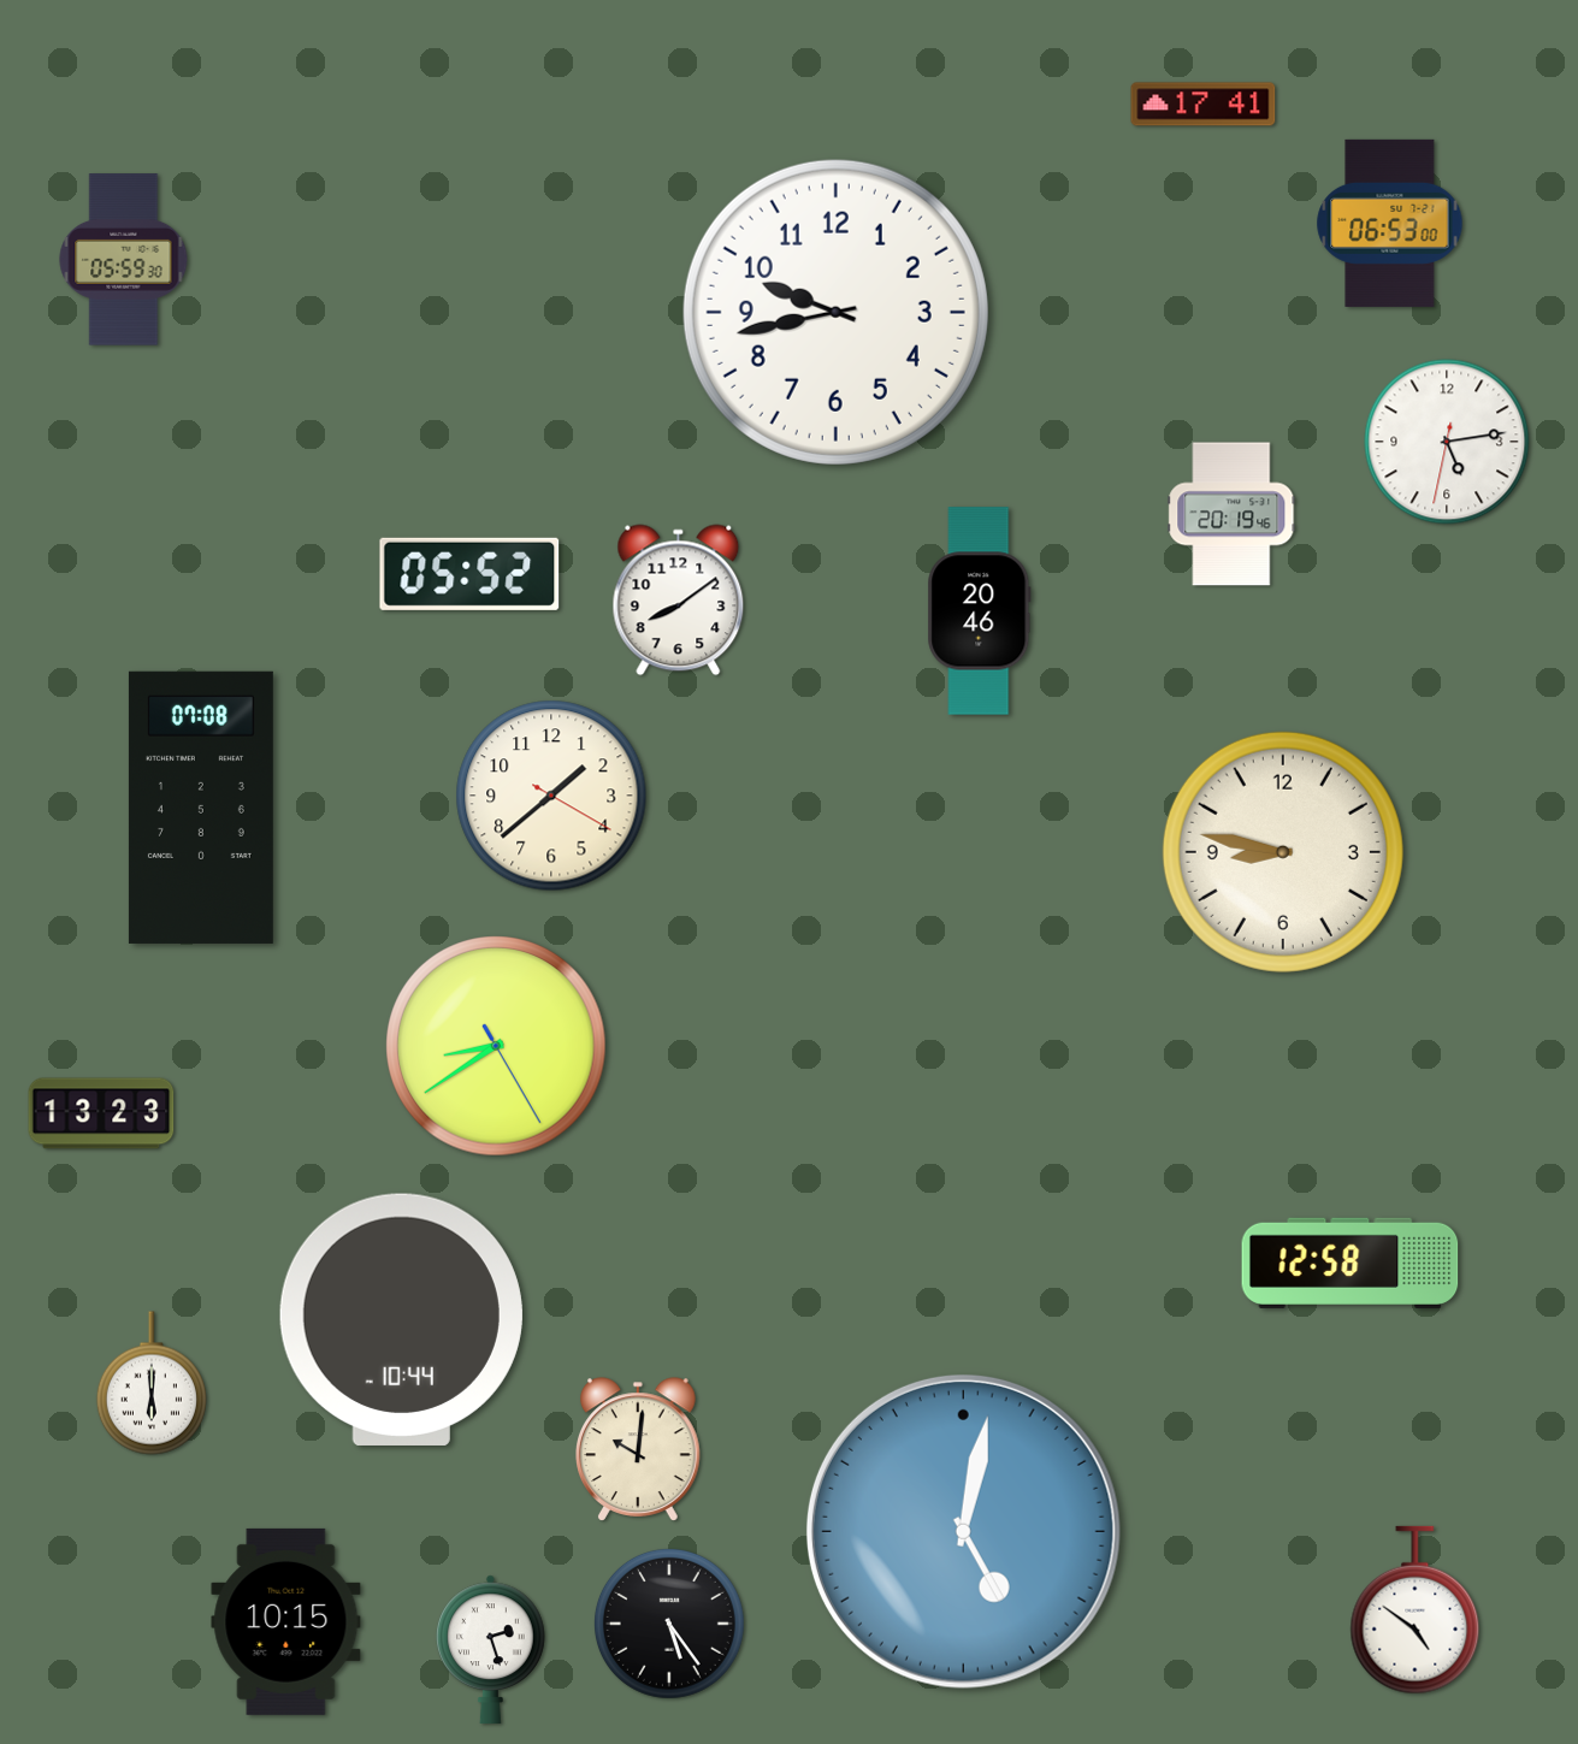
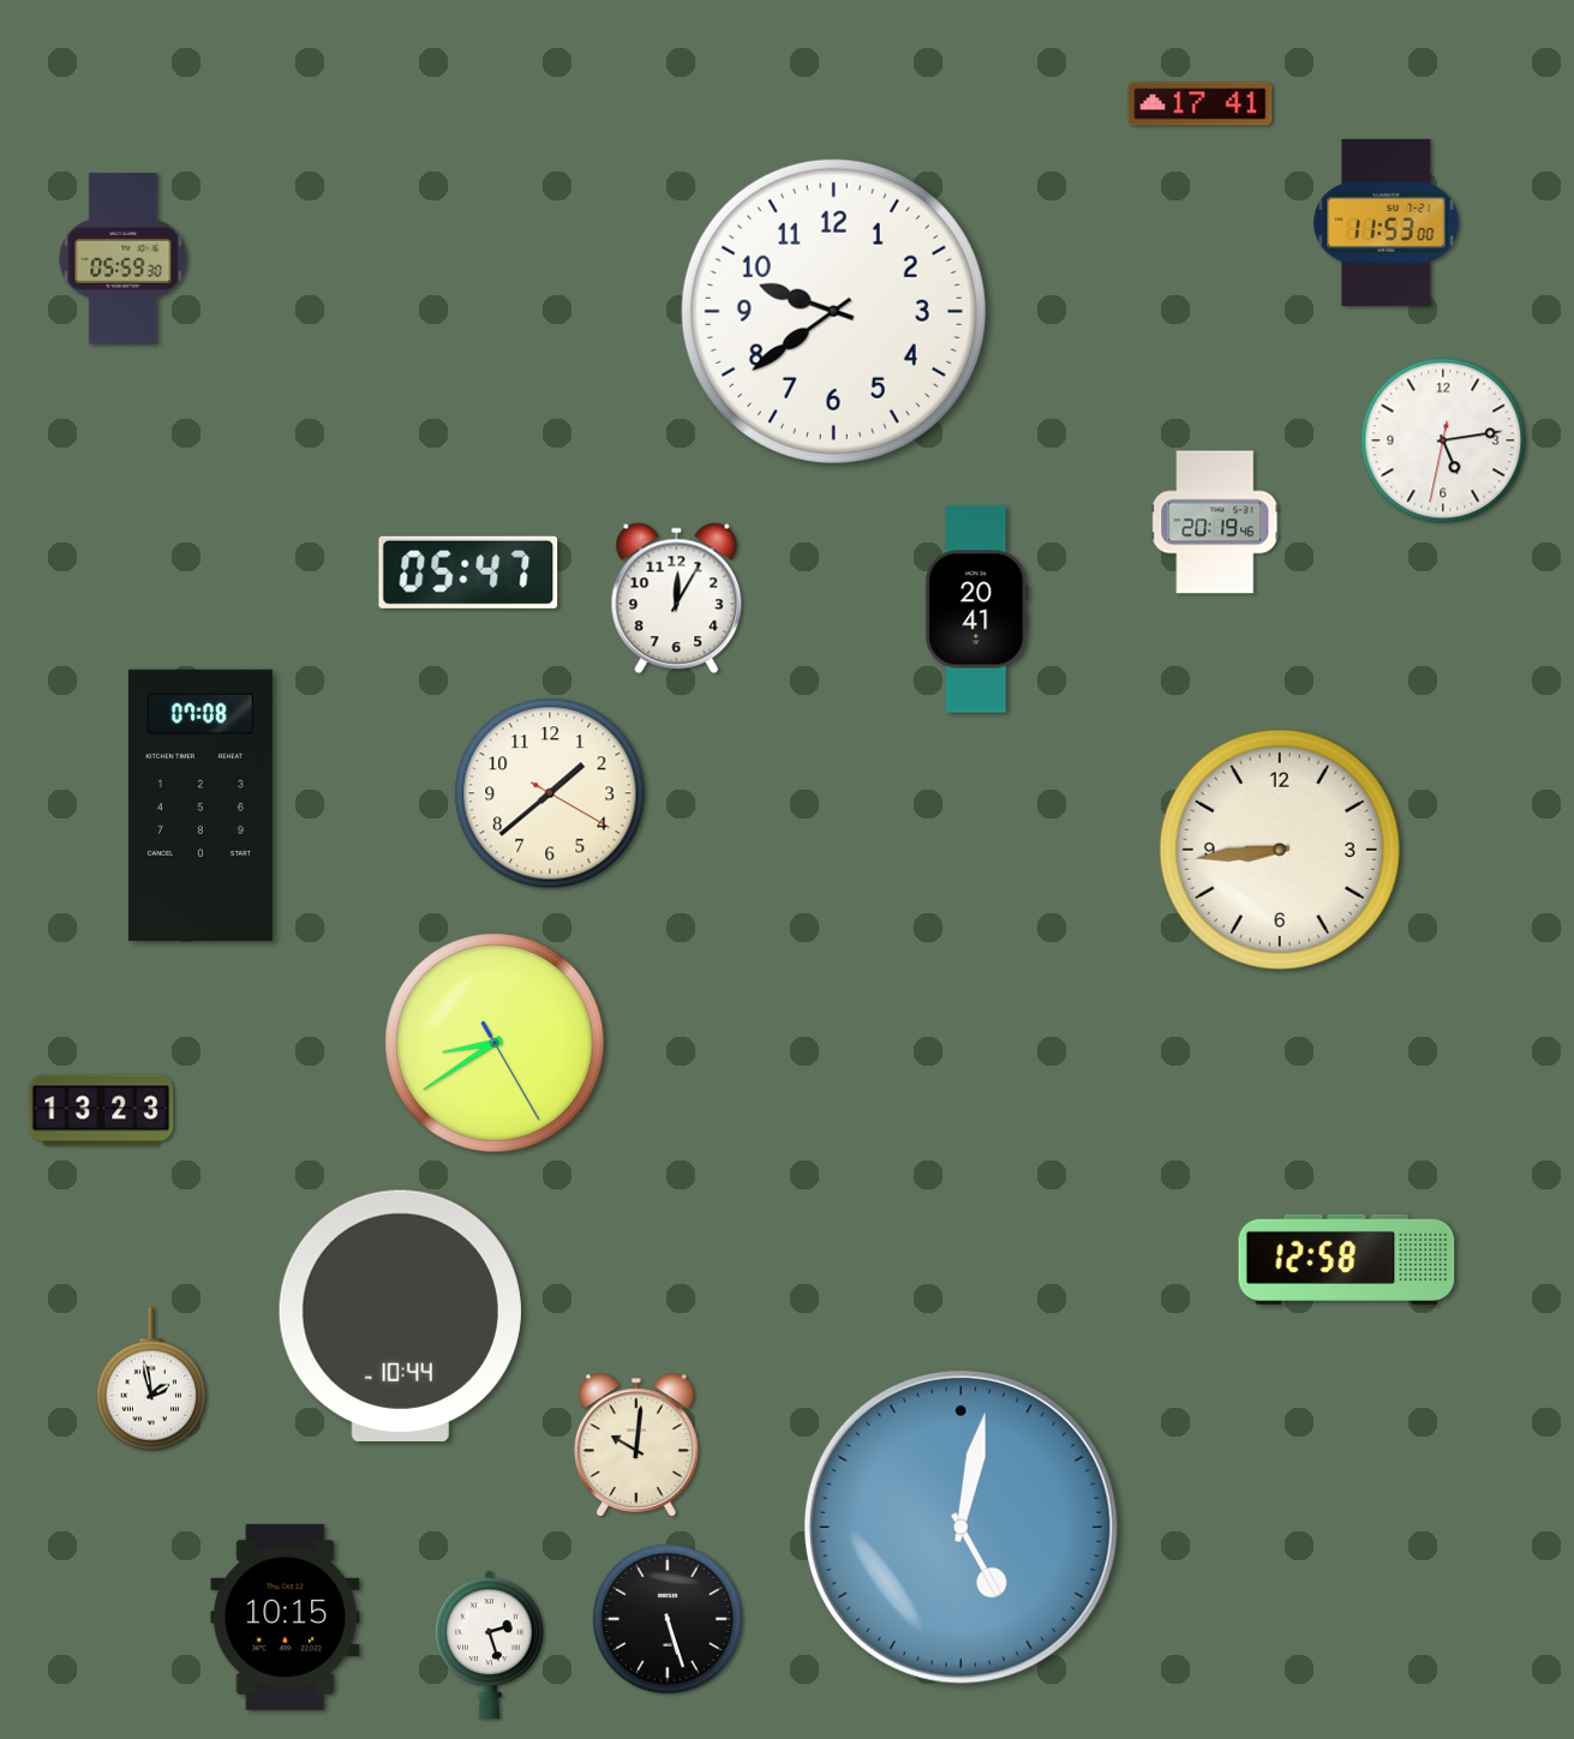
clock at (1390, 223): 06:53 -> 11:53
clock at (835, 312): 9:43 -> 9:39
clock at (1231, 514) position: (1231, 514) -> (1215, 522)
clock at (469, 574): 05:52 -> 05:47
clock at (679, 601): 8:09 -> 12:05
clock at (980, 611): 20:46 -> 20:41
clock at (1283, 852): 8:47 -> 8:44
clock at (152, 1383): 6:00 -> 1:58
clock at (1416, 1610): 4:51 -> none
clock at (669, 1624): 5:24 -> 5:27
